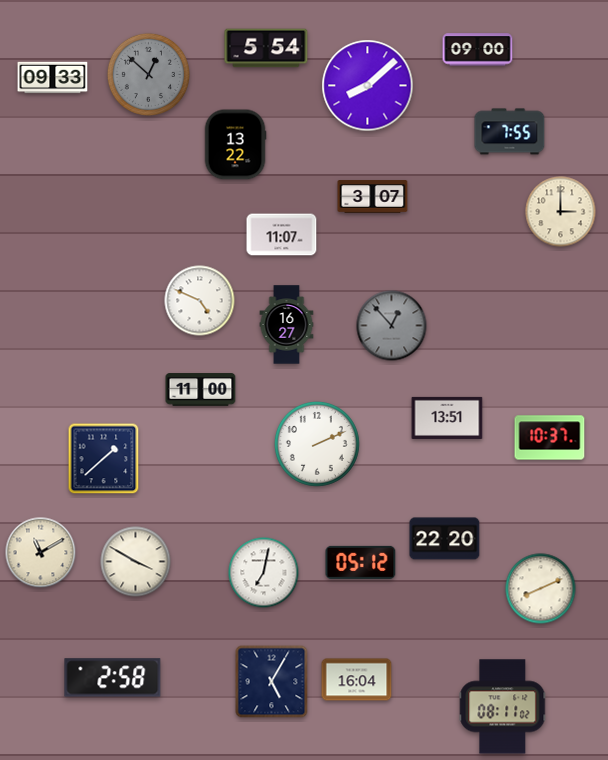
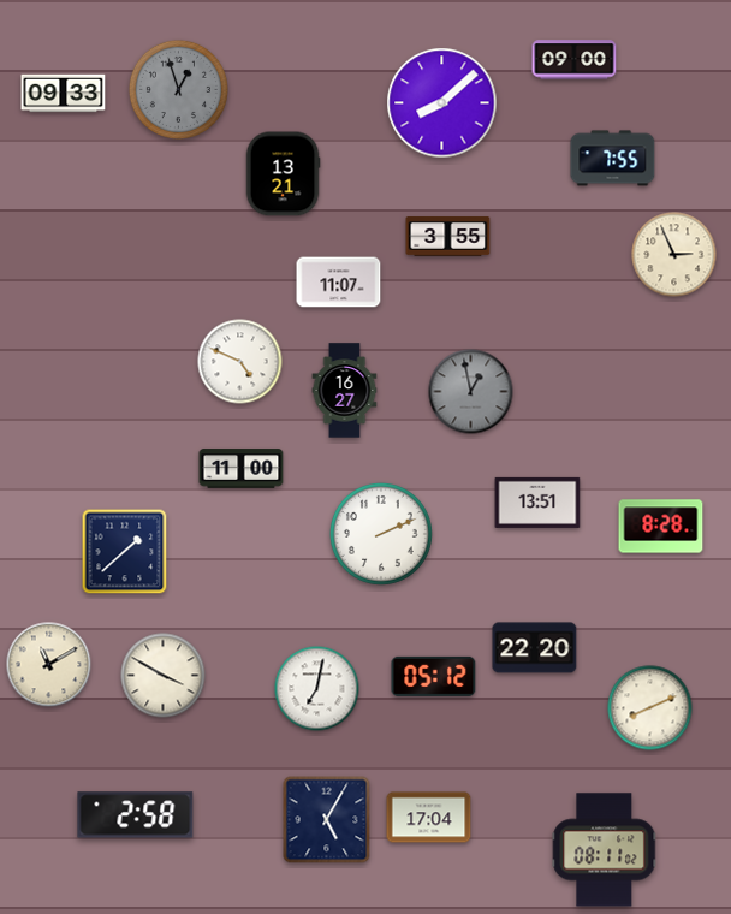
clock at (266, 48): 5:54 -> none
clock at (148, 74): 12:52 -> 12:57
clock at (235, 145): 13:22 -> 13:21
clock at (373, 197): 3:07 -> 3:55
clock at (561, 212): 3:00 -> 2:56
clock at (392, 326): 12:53 -> 12:58
clock at (550, 438): 10:37 -> 8:28
clock at (357, 680): 16:04 -> 17:04
